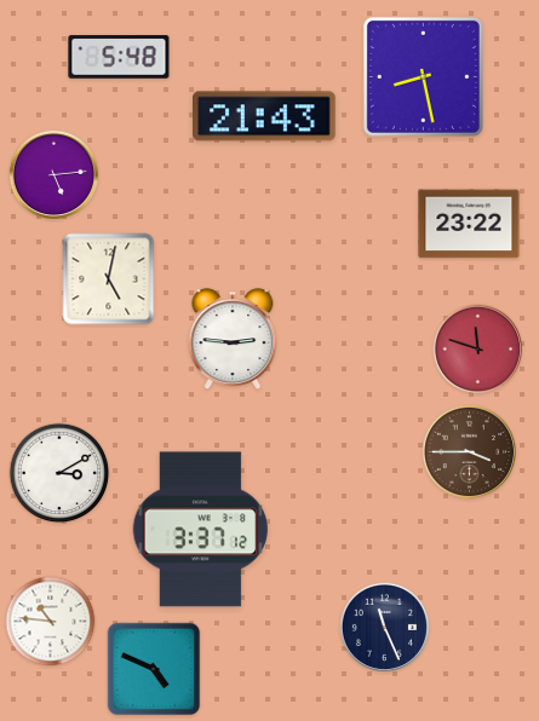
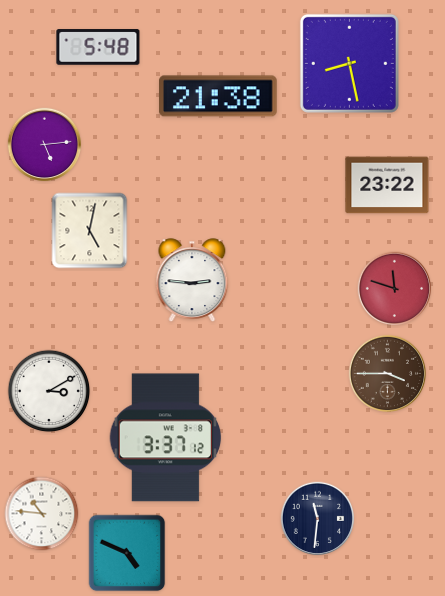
clock at (265, 116): 21:43 -> 21:38
clock at (385, 628): 11:26 -> 11:31
